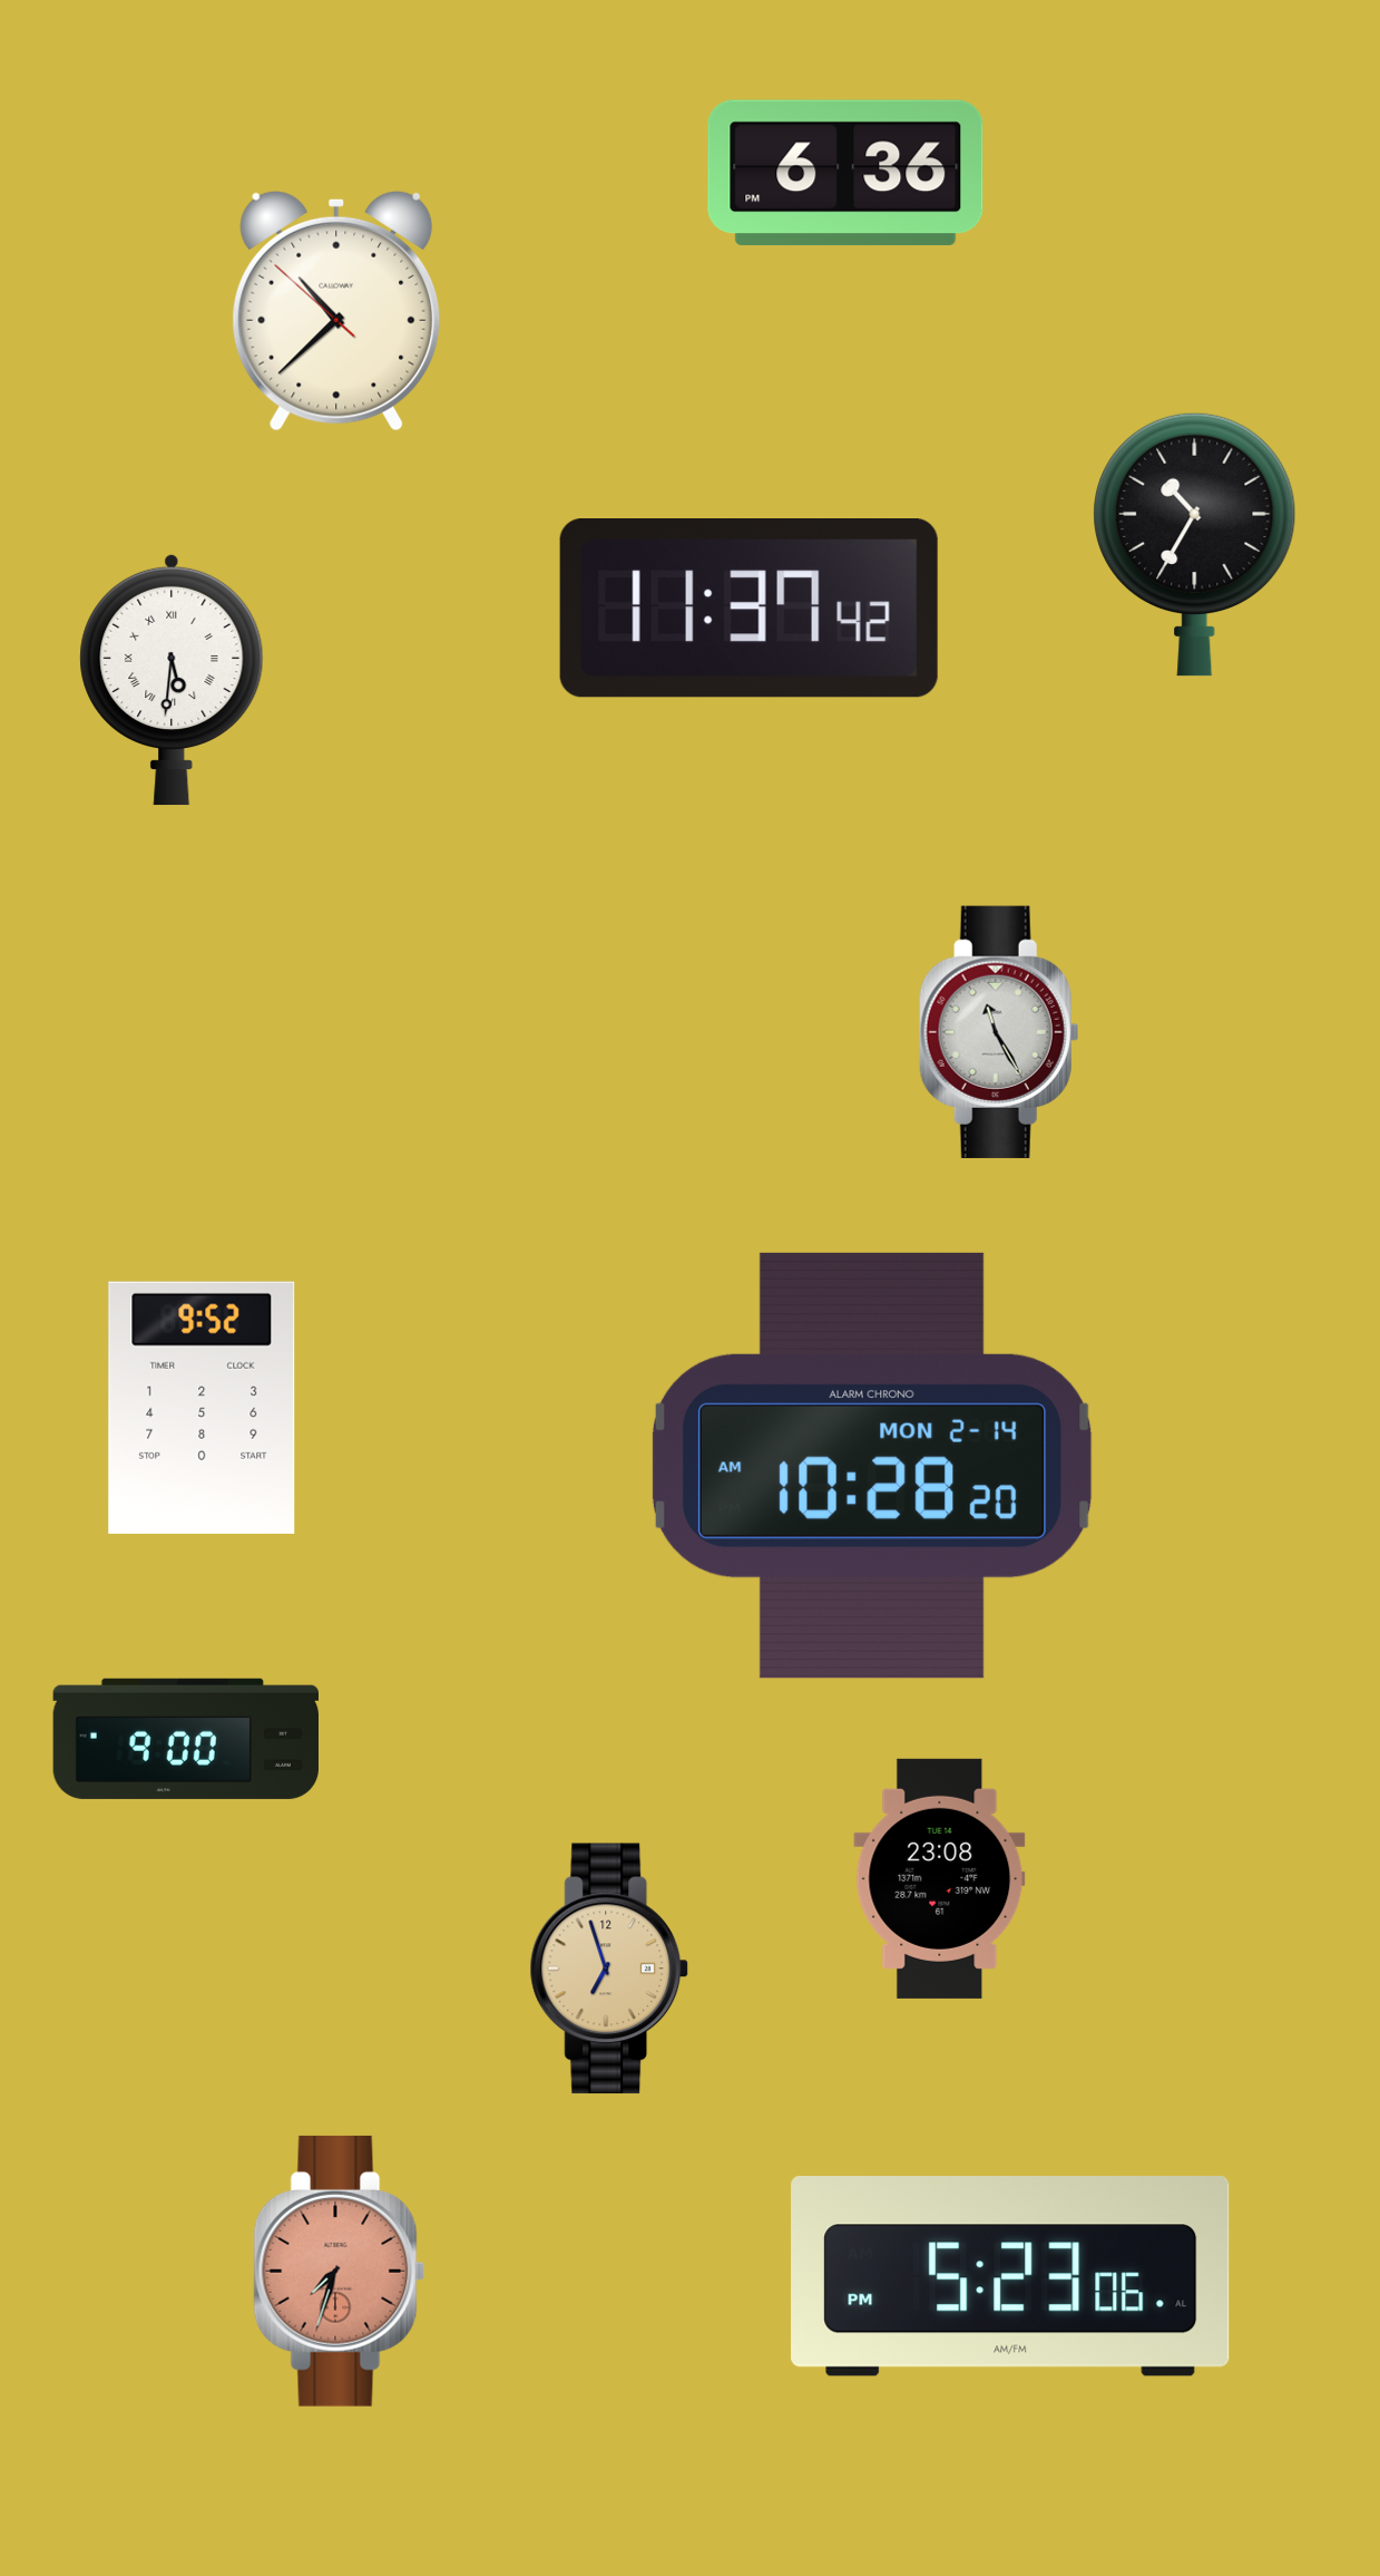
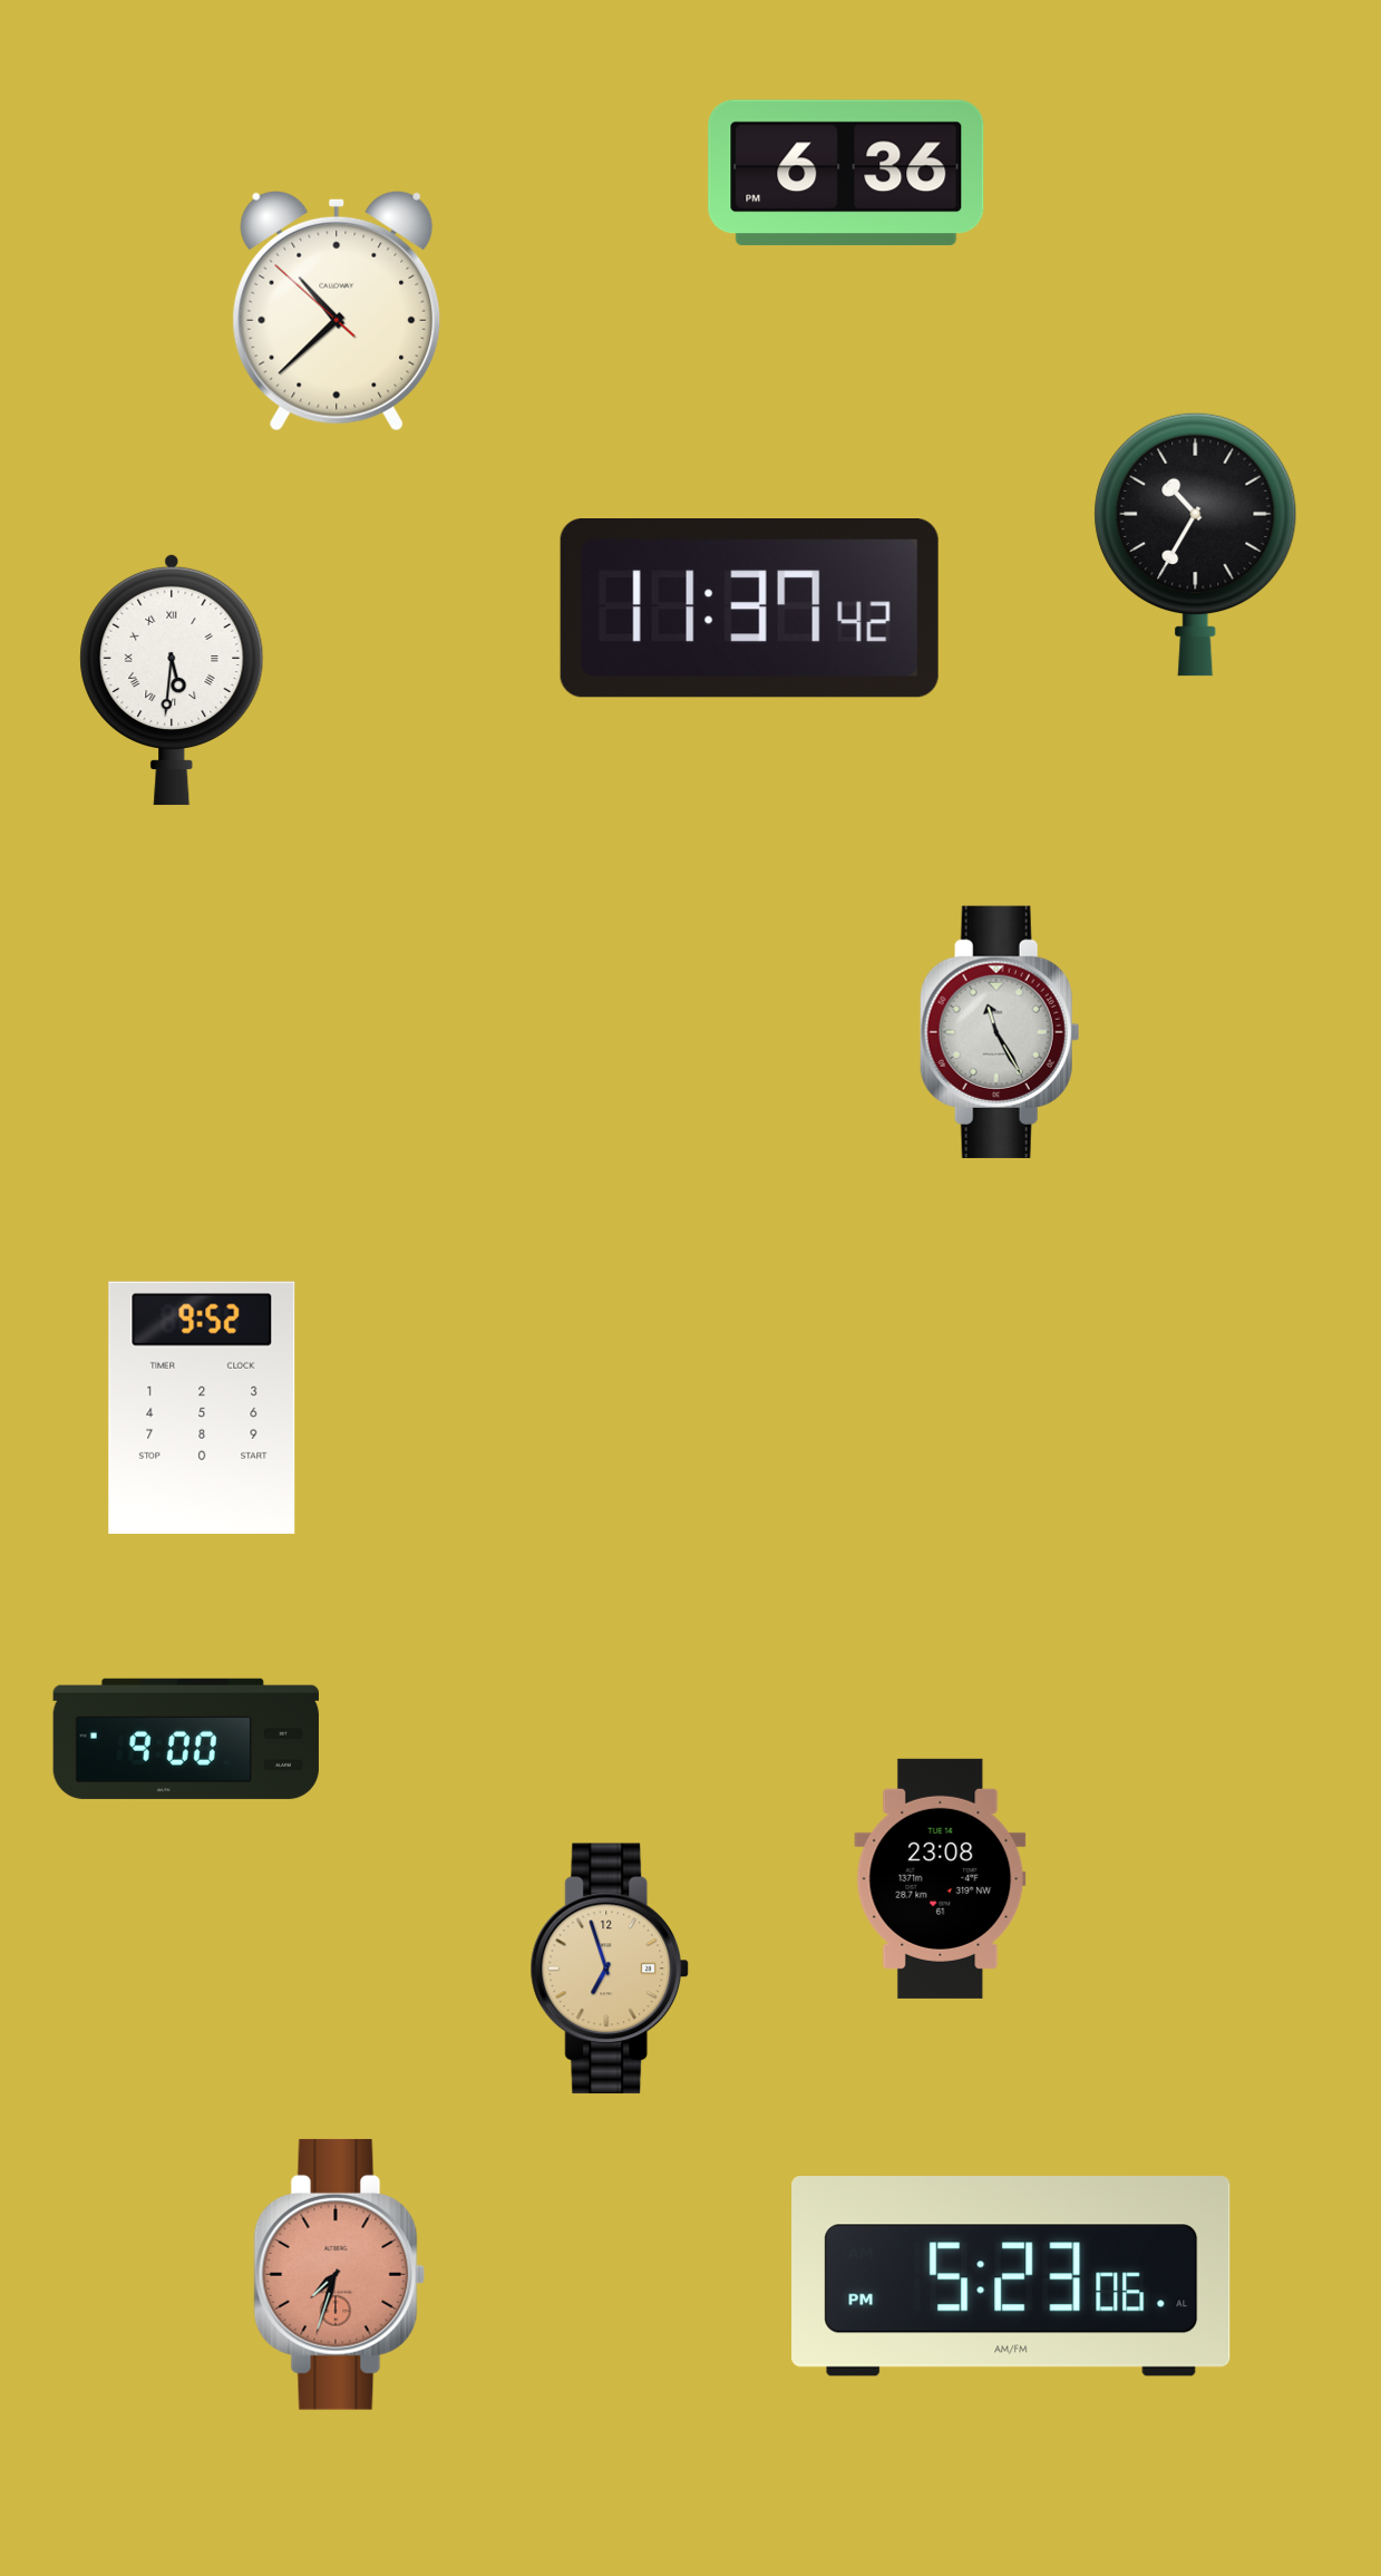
clock at (872, 1466): 10:28 -> none
clock at (340, 2271) position: (340, 2271) -> (340, 2274)
